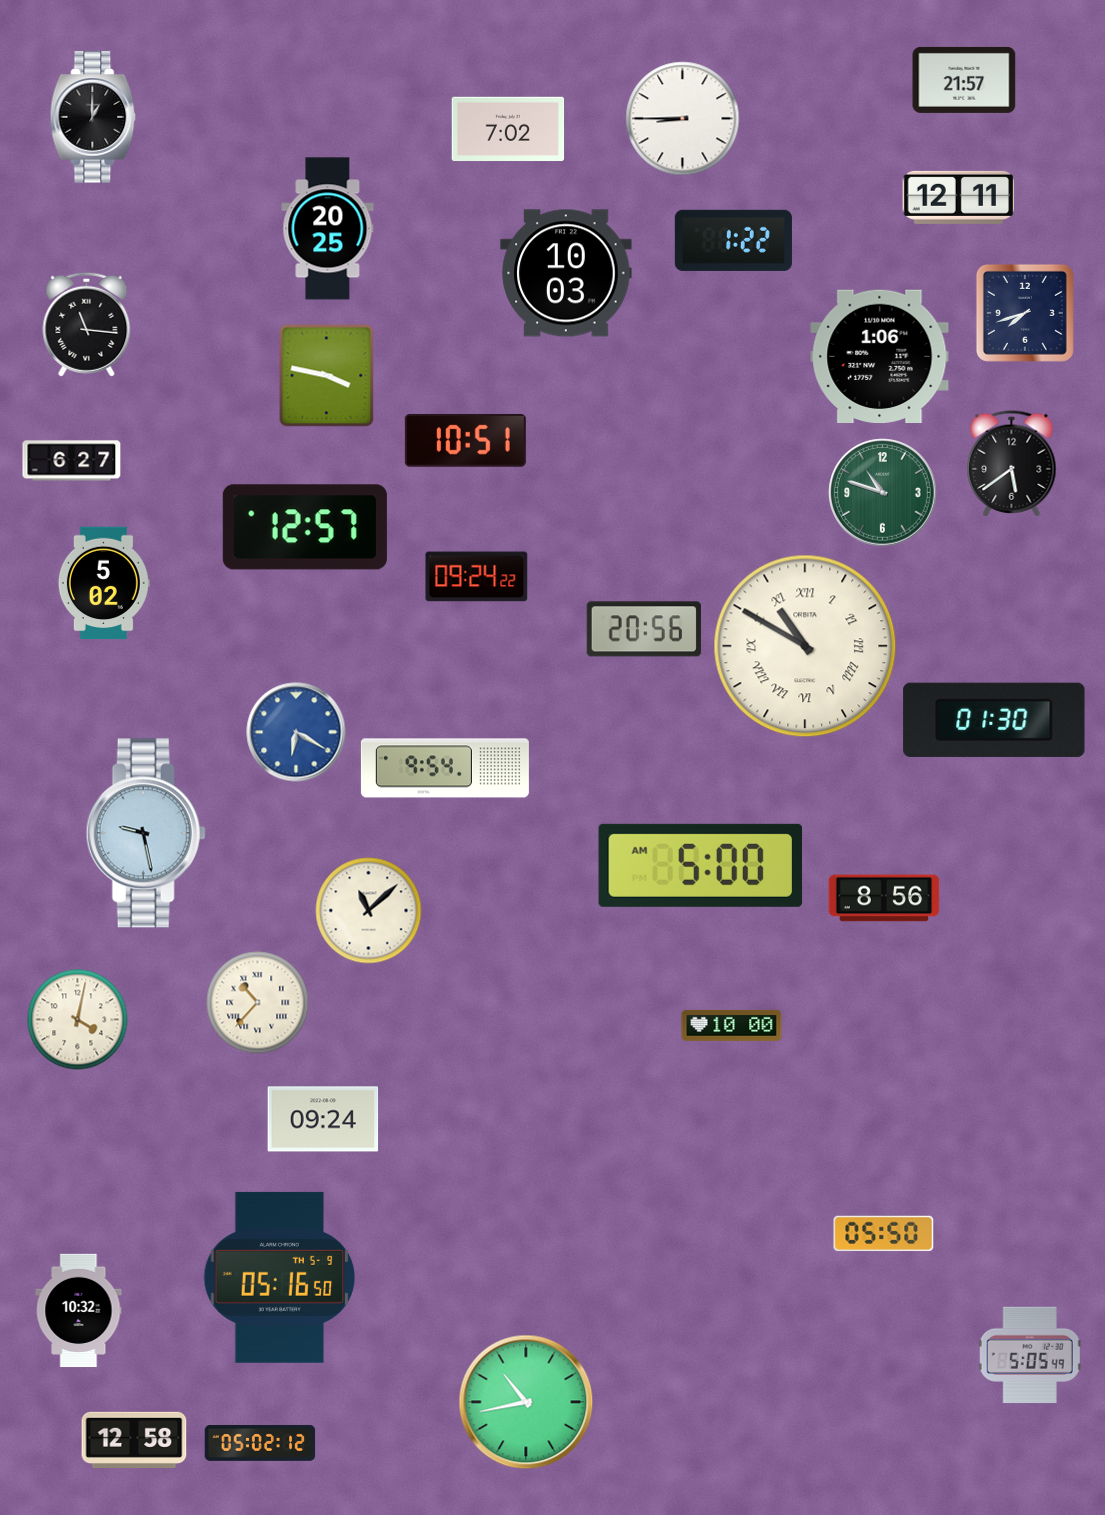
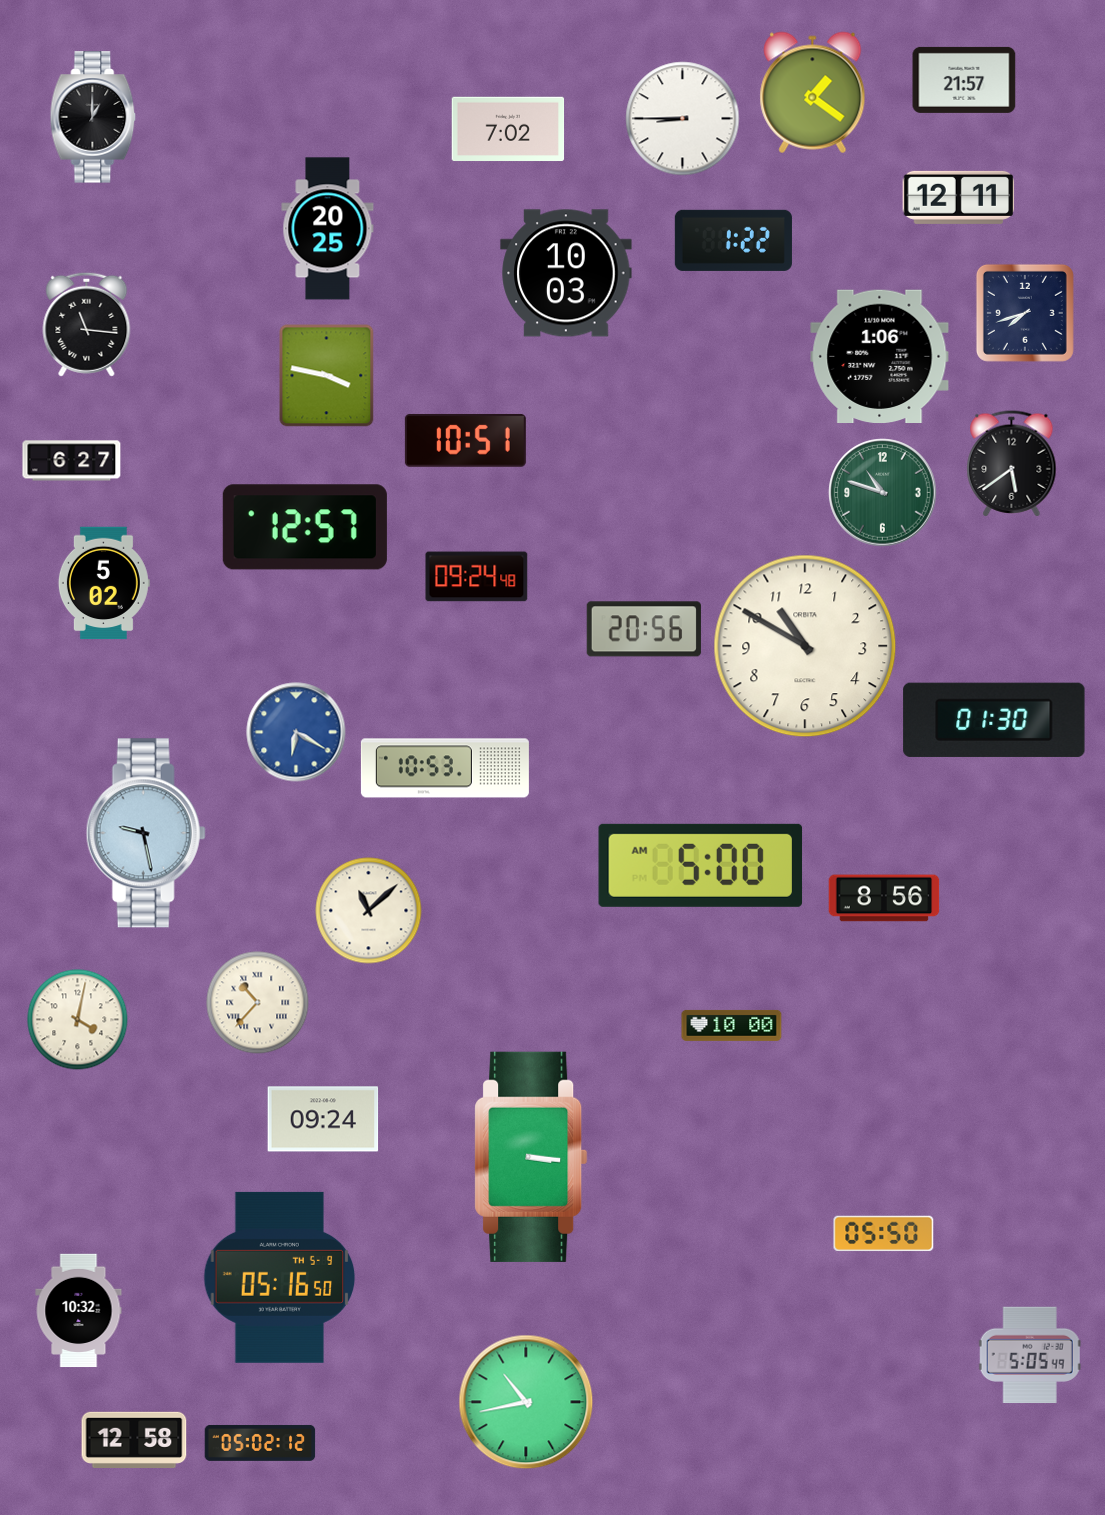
clock at (813, 93): none -> 1:21
clock at (477, 577): 09:24:22 -> 09:24:48
clock at (805, 646) numerals: Roman -> Arabic
clock at (445, 768): 9:54 -> 10:53
clock at (531, 1157): none -> 3:16
